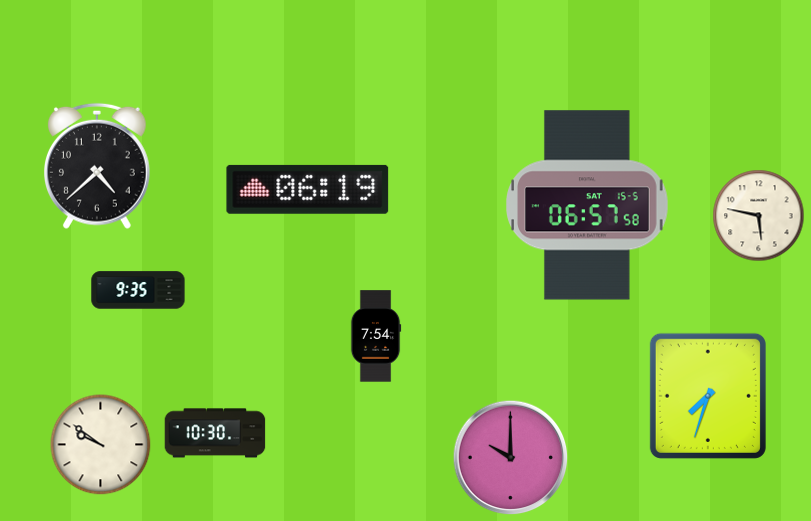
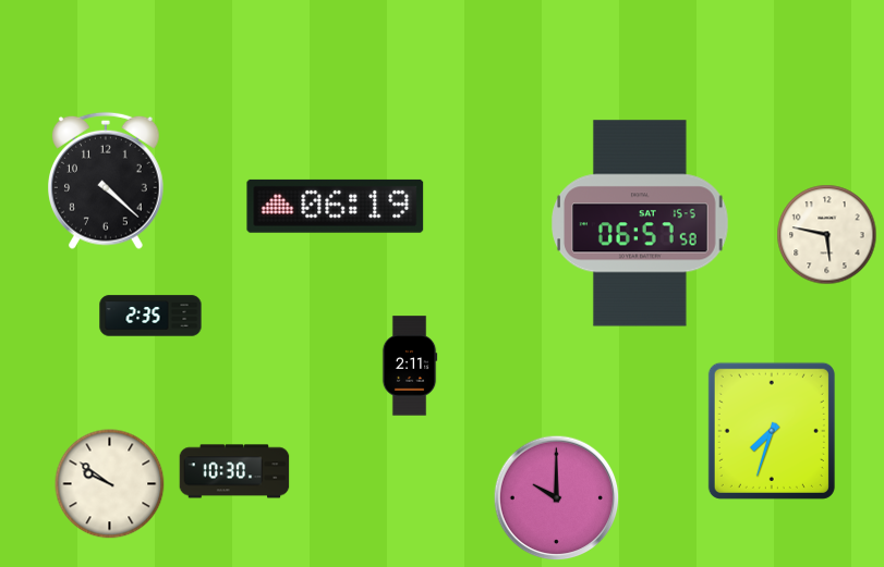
clock at (98, 166): 4:38 -> 4:22
clock at (138, 290): 9:35 -> 2:35
clock at (376, 336): 7:54 -> 2:11
